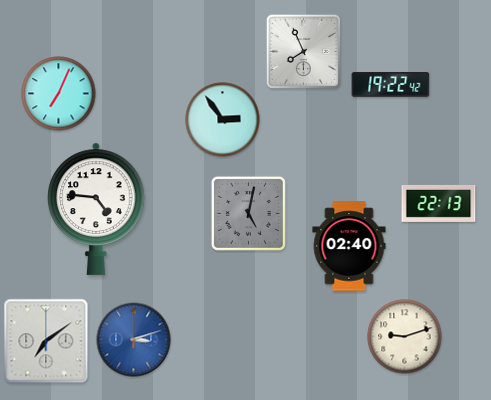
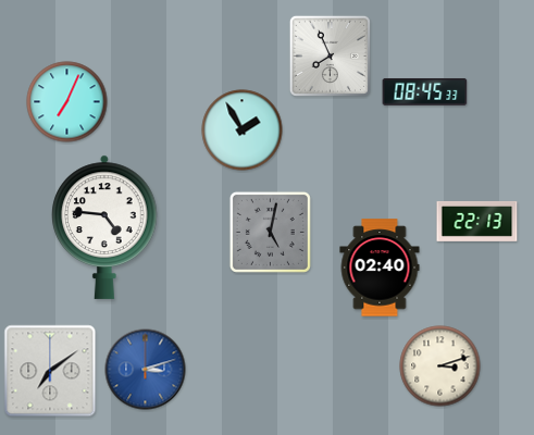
clock at (391, 84): 19:22 -> 08:45
clock at (59, 94) position: (59, 94) -> (67, 102)
clock at (223, 120): 2:54 -> 1:55
clock at (405, 337): 9:12 -> 3:12
